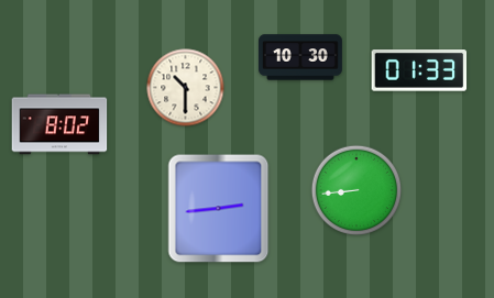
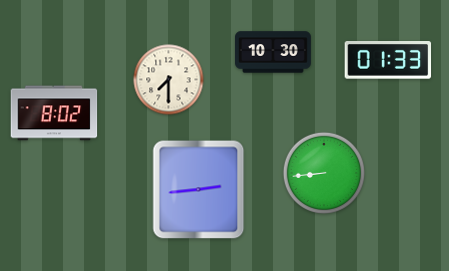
clock at (419, 71) position: (419, 71) -> (388, 61)
clock at (186, 88): 10:30 -> 7:30
